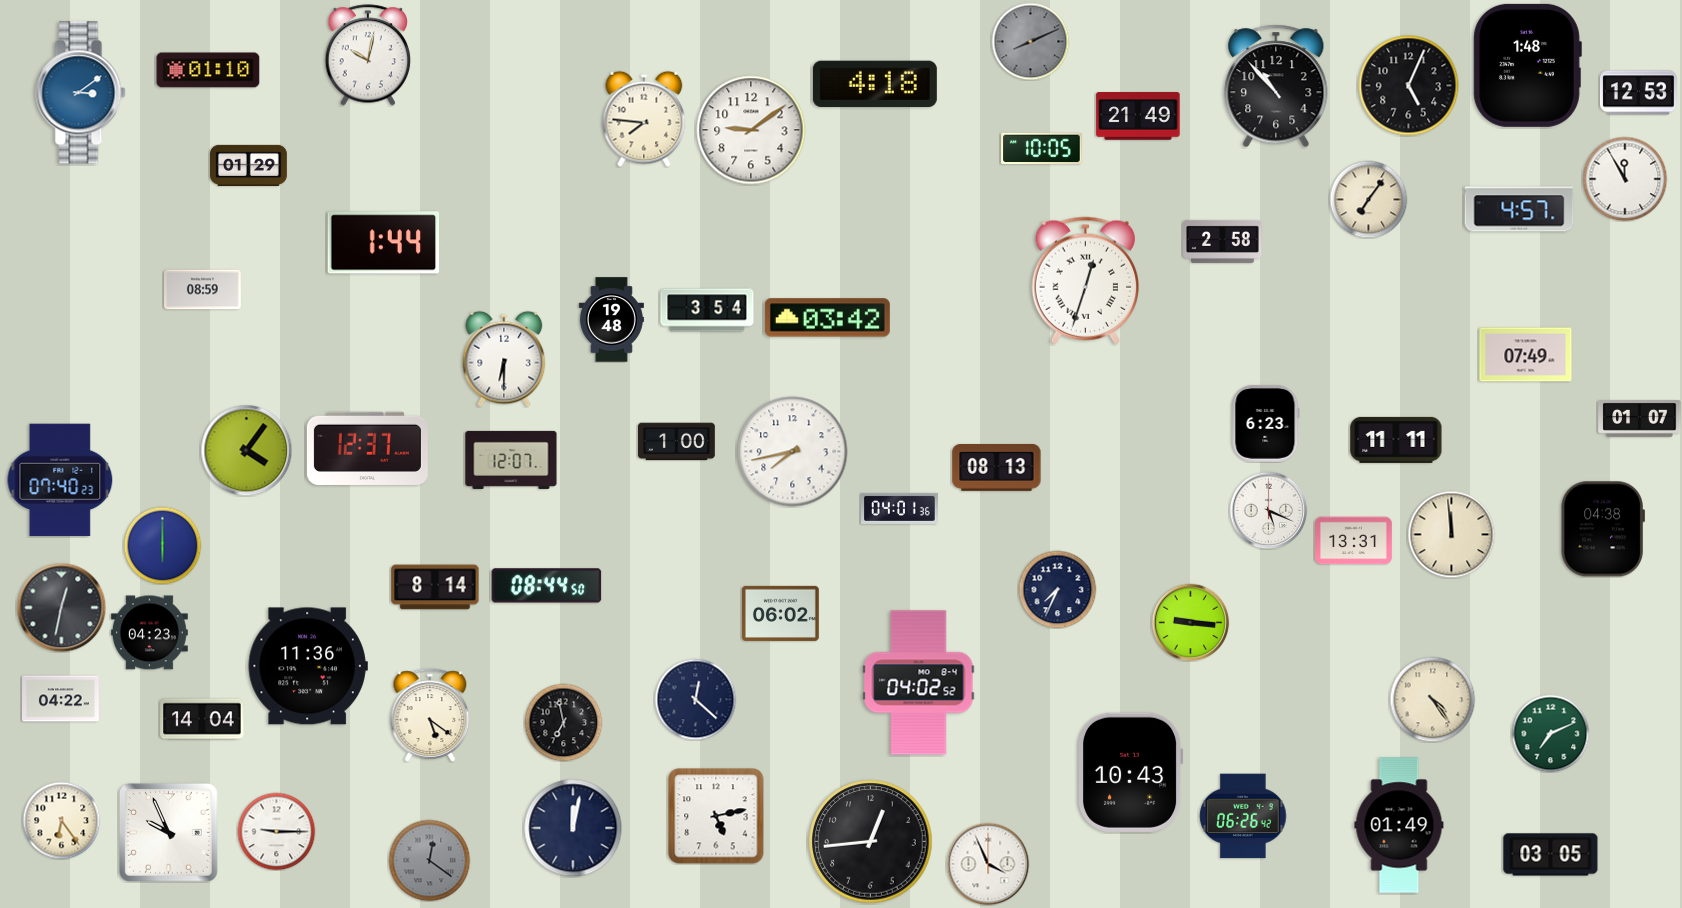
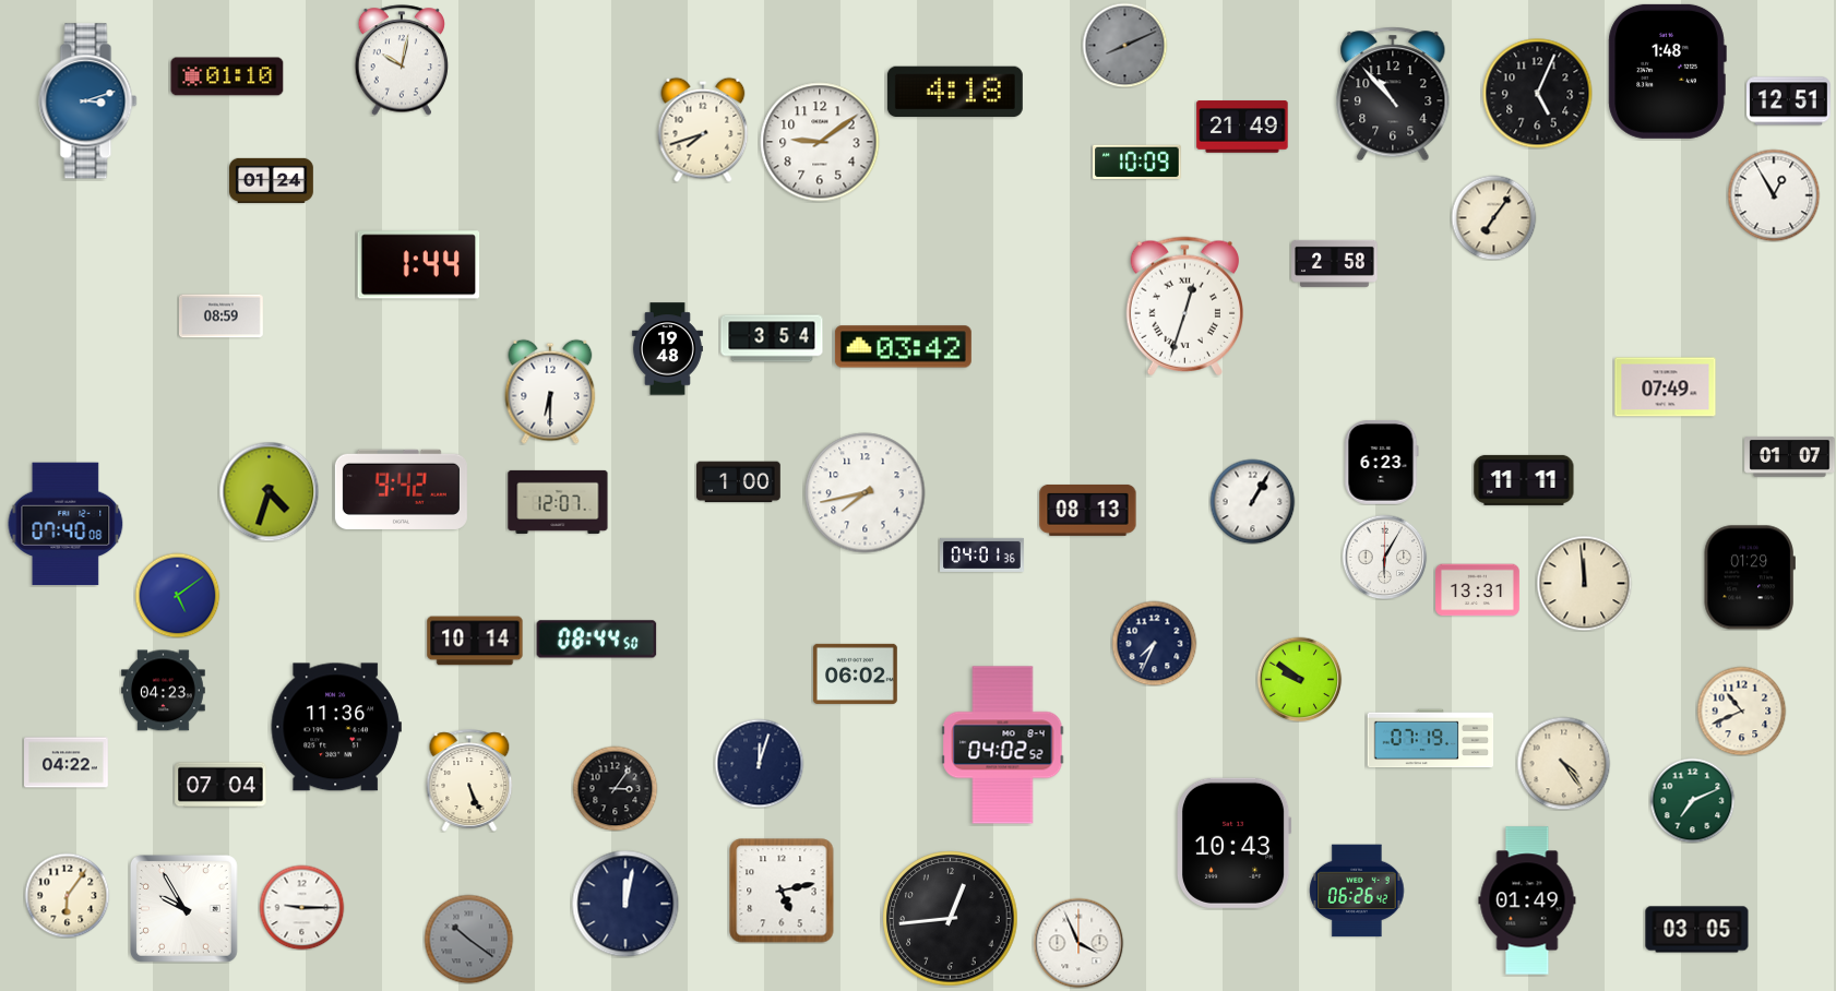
clock at (81, 93): 3:09 -> 3:12
clock at (1638, 93): 12:53 -> 12:51
clock at (644, 119): 7:46 -> 7:42
clock at (1042, 149): 10:05 -> 10:09
clock at (249, 165): 01:29 -> 01:24
clock at (1625, 179): 11:55 -> 12:55
clock at (1519, 209): 4:57 -> none
clock at (367, 448): 12:37 -> 9:42
clock at (246, 450): 4:06 -> 4:33
clock at (1252, 501): none -> 1:05
clock at (60, 480): 07:40:23 -> 07:40:08
clock at (1268, 510): 5:19 -> 6:05
clock at (1603, 529): 04:38 -> 01:29
clock at (162, 545): 6:00 -> 5:09
clock at (435, 587): 8:14 -> 10:14
clock at (61, 607): 12:32 -> none
clock at (781, 613) position: (781, 613) -> (856, 673)
clock at (1190, 622): 9:16 -> 9:51
clock at (1741, 711): none -> 10:41
clock at (1431, 739): none -> 07:19
clock at (695, 699): 12:22 -> 12:03
clock at (430, 715): 5:21 -> 5:26
clock at (202, 719): 14:04 -> 07:04
clock at (563, 722): 6:58 -> 3:06
clock at (61, 820): 6:24 -> 6:06
clock at (169, 833): 9:56 -> 9:55
clock at (1551, 855) position: (1551, 855) -> (1697, 930)
clock at (429, 860): 12:21 -> 10:21
